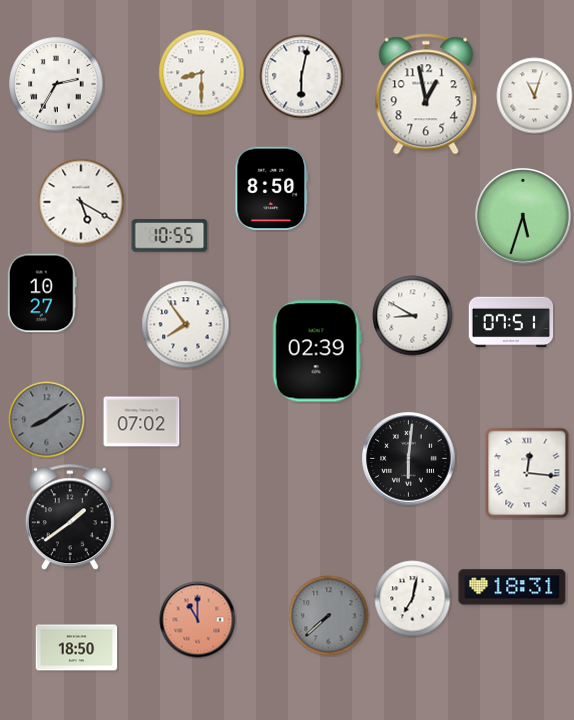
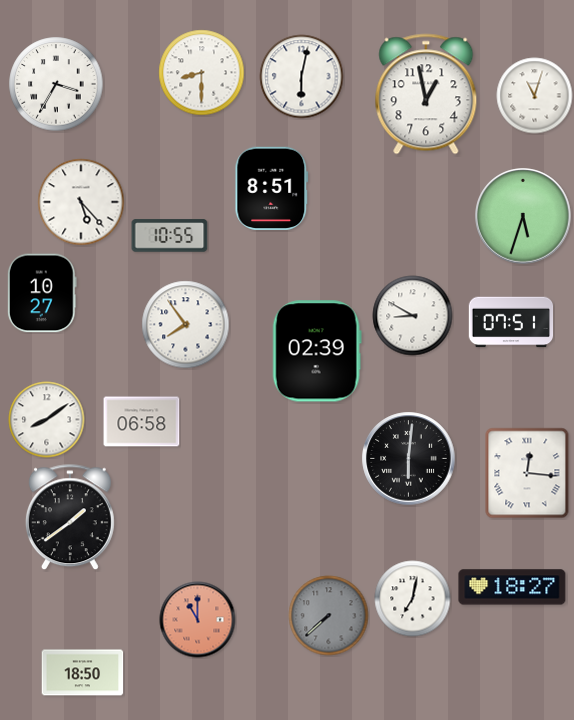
clock at (56, 84): 2:35 -> 3:35
clock at (272, 188): 8:50 -> 8:51
clock at (81, 202): 5:20 -> 5:23
clock at (47, 420) dial: grey -> white
clock at (142, 422): 07:02 -> 06:58
clock at (512, 587): 18:31 -> 18:27
clock at (77, 648) position: (77, 648) -> (83, 673)
